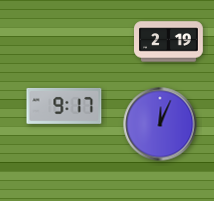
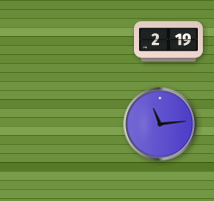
clock at (64, 106): 9:17 -> none
clock at (160, 124): 12:04 -> 11:14
